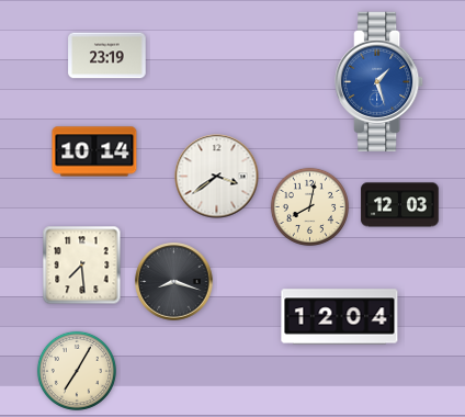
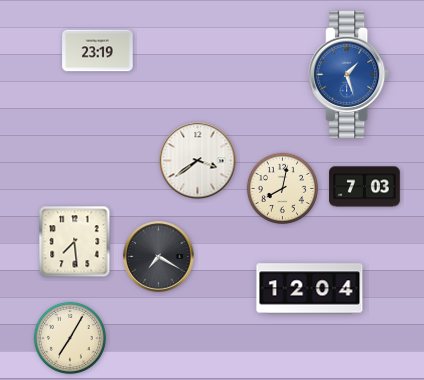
clock at (379, 82) position: (379, 82) -> (349, 75)
clock at (94, 151): 10:14 -> none
clock at (400, 205): 12:03 -> 7:03
clock at (174, 282): 8:18 -> 7:20
